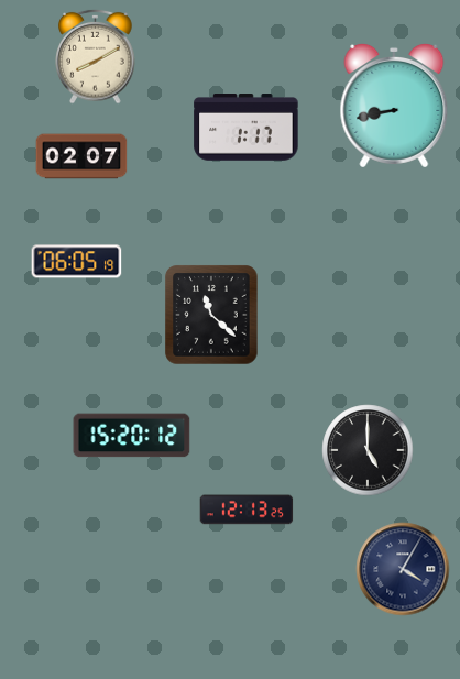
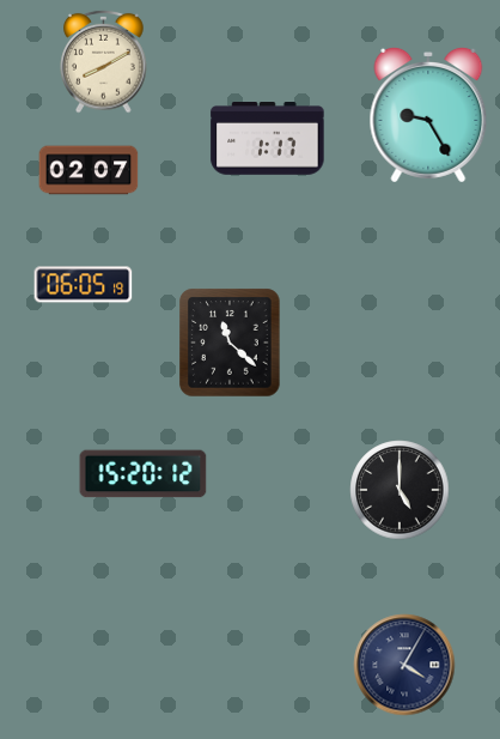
clock at (394, 106): 8:43 -> 9:25
clock at (247, 510): 12:13 -> none
clock at (403, 569) position: (403, 569) -> (404, 665)
